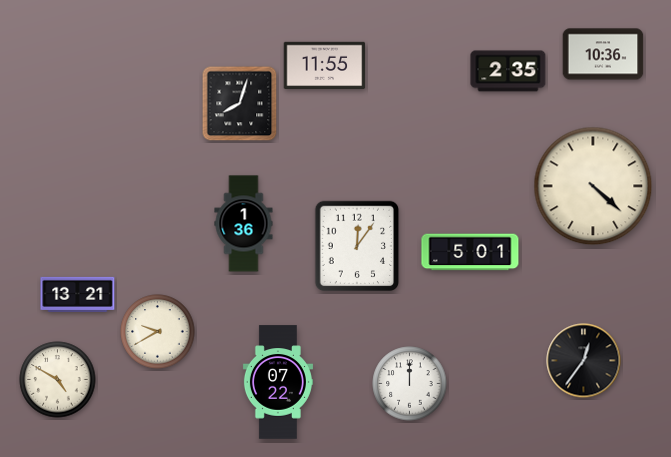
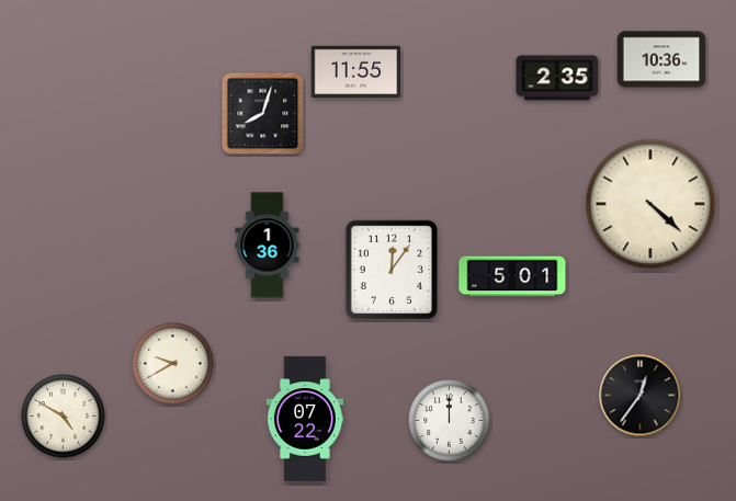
clock at (470, 252) position: (470, 252) -> (512, 276)
clock at (78, 294): 13:21 -> none
